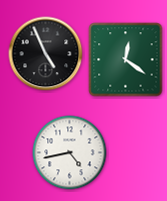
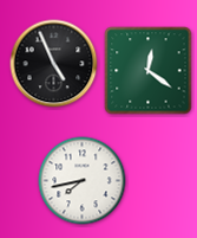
clock at (70, 153): 4:43 -> 7:43
